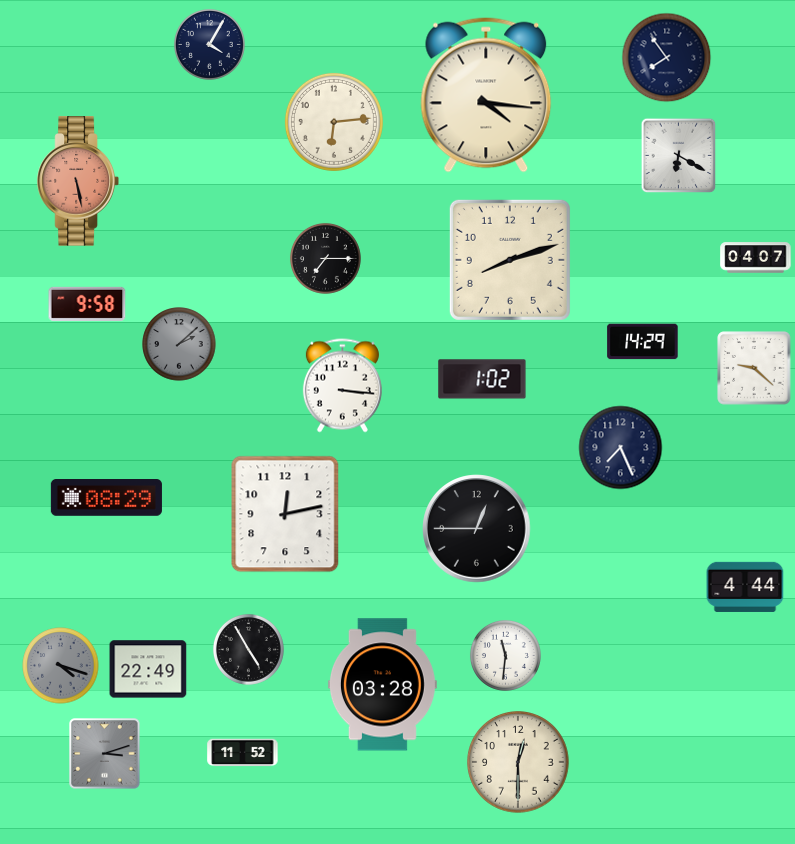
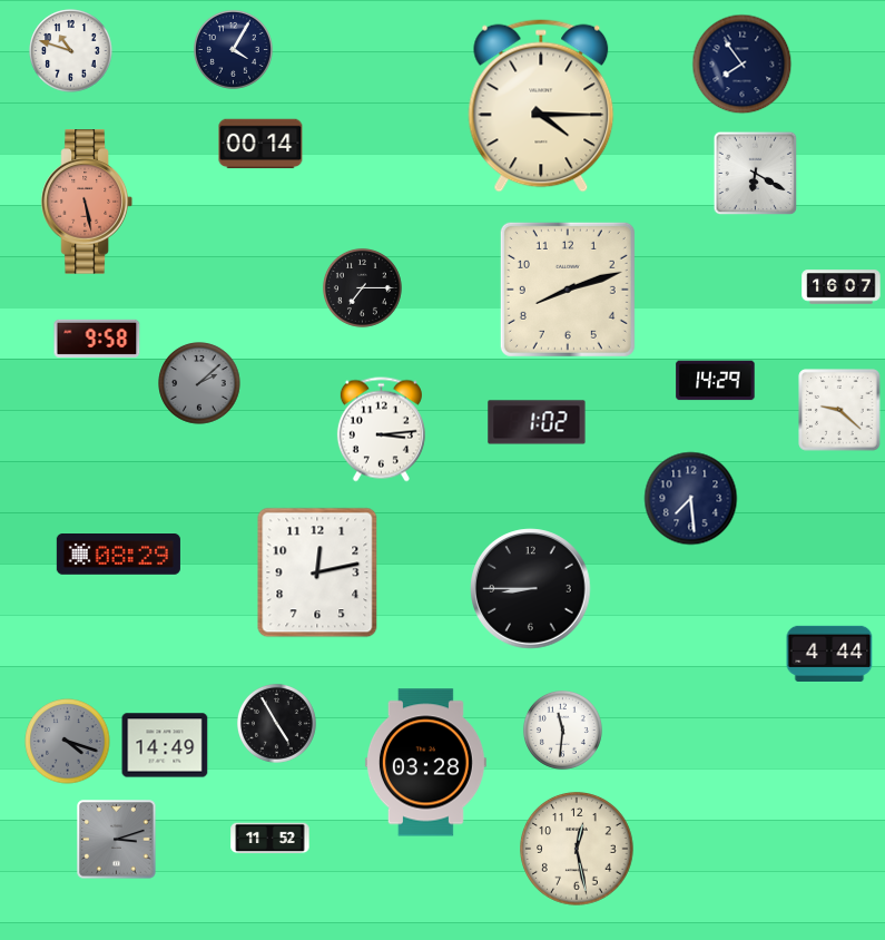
clock at (71, 51): none -> 10:48
clock at (486, 95): 4:16 -> 4:15
clock at (334, 122): 6:14 -> none
clock at (260, 144): none -> 00:14
clock at (756, 258): 04:07 -> 16:07
clock at (342, 386): 3:16 -> 3:14
clock at (621, 448): 7:26 -> 7:29
clock at (477, 529): 12:45 -> 8:45
clock at (148, 669): 22:49 -> 14:49
clock at (518, 762): 12:30 -> 12:28
